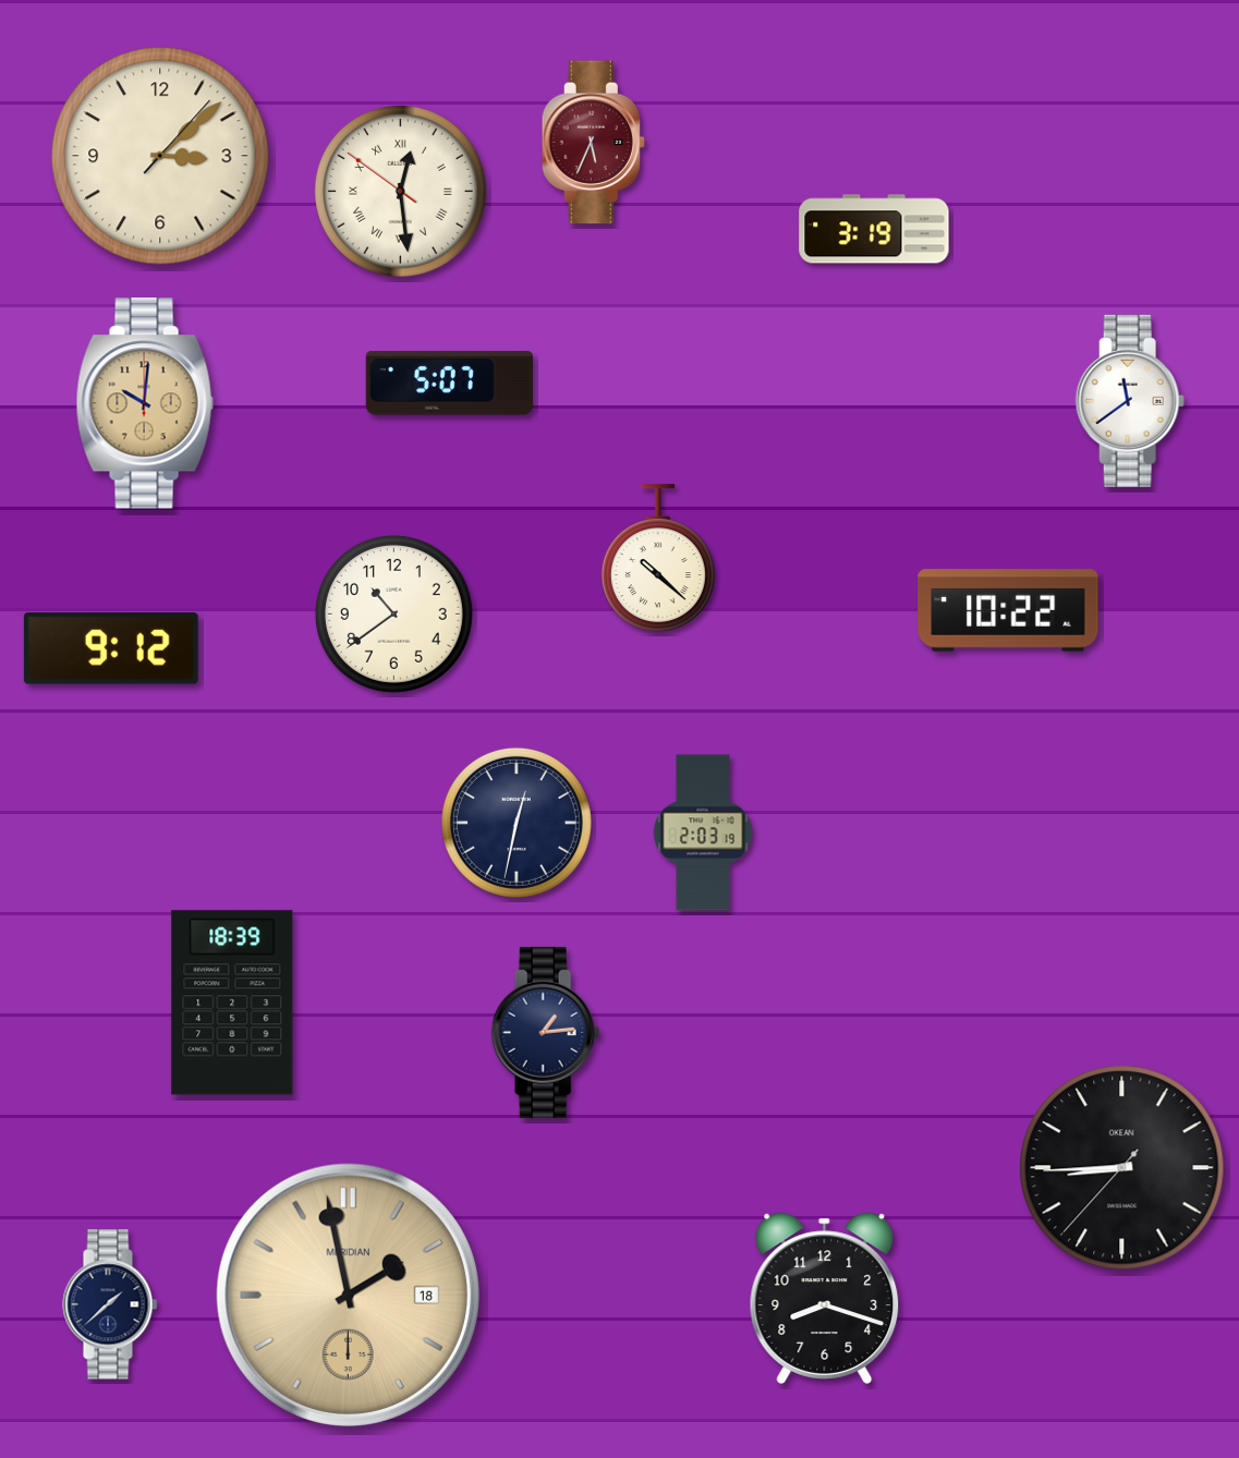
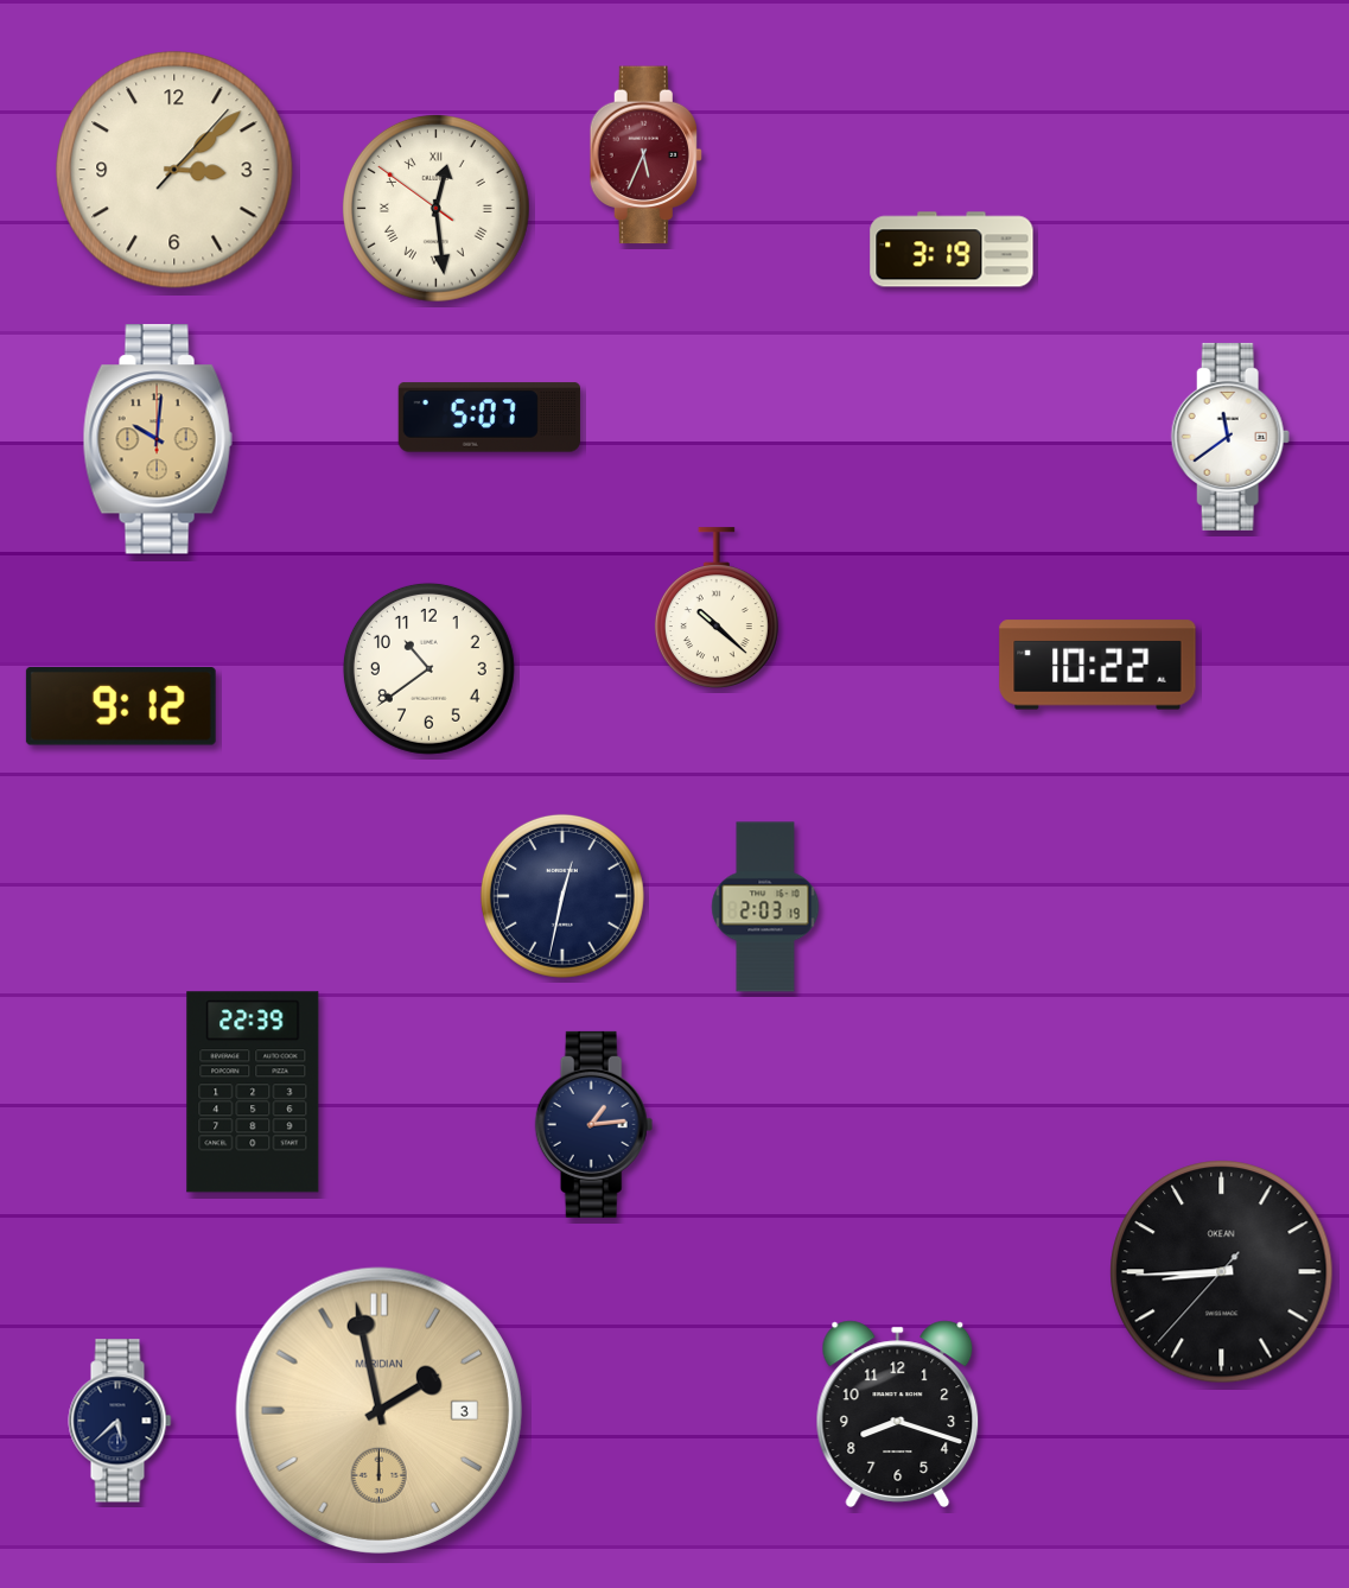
clock at (232, 1003): 18:39 -> 22:39
clock at (348, 1295) date: 18 -> 3
clock at (110, 1304): 1:38 -> 5:38
